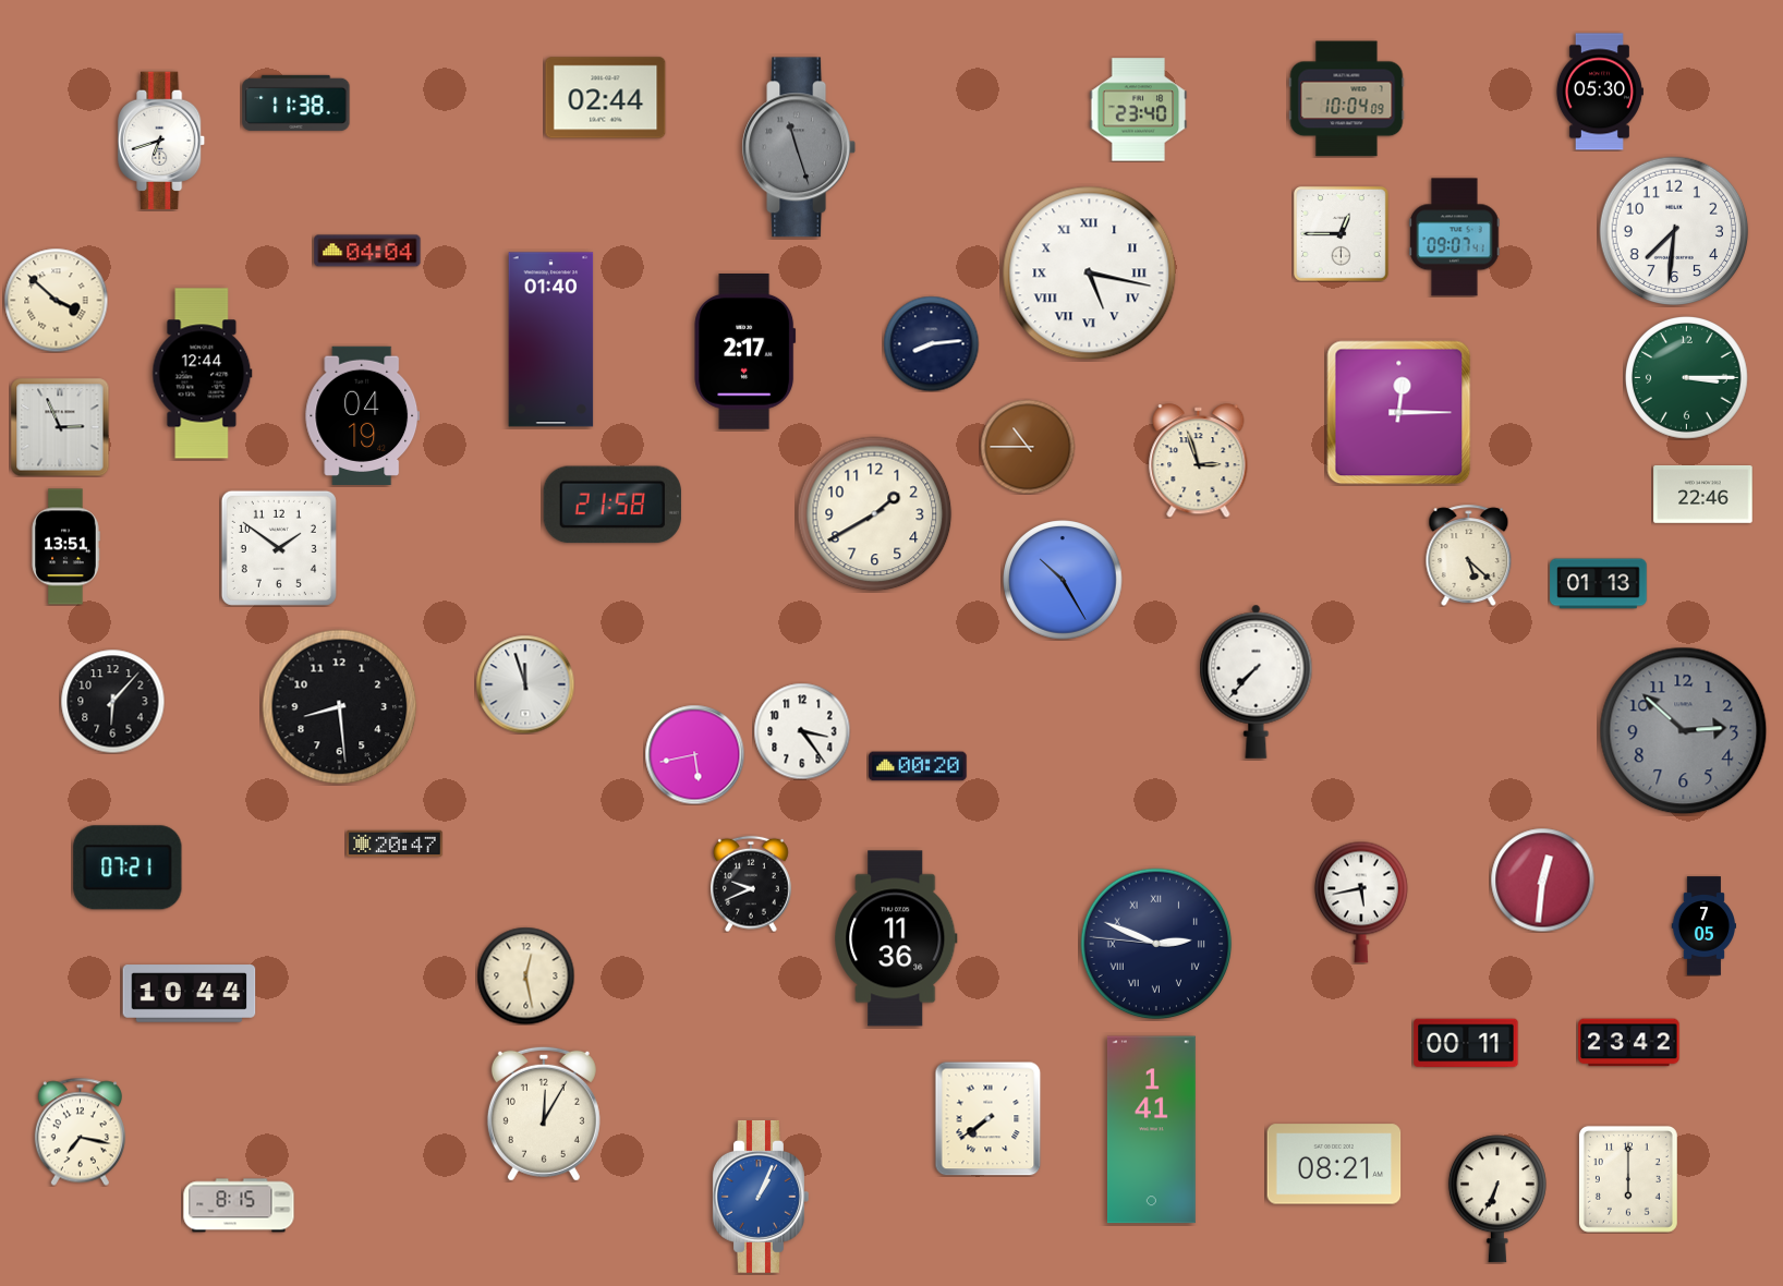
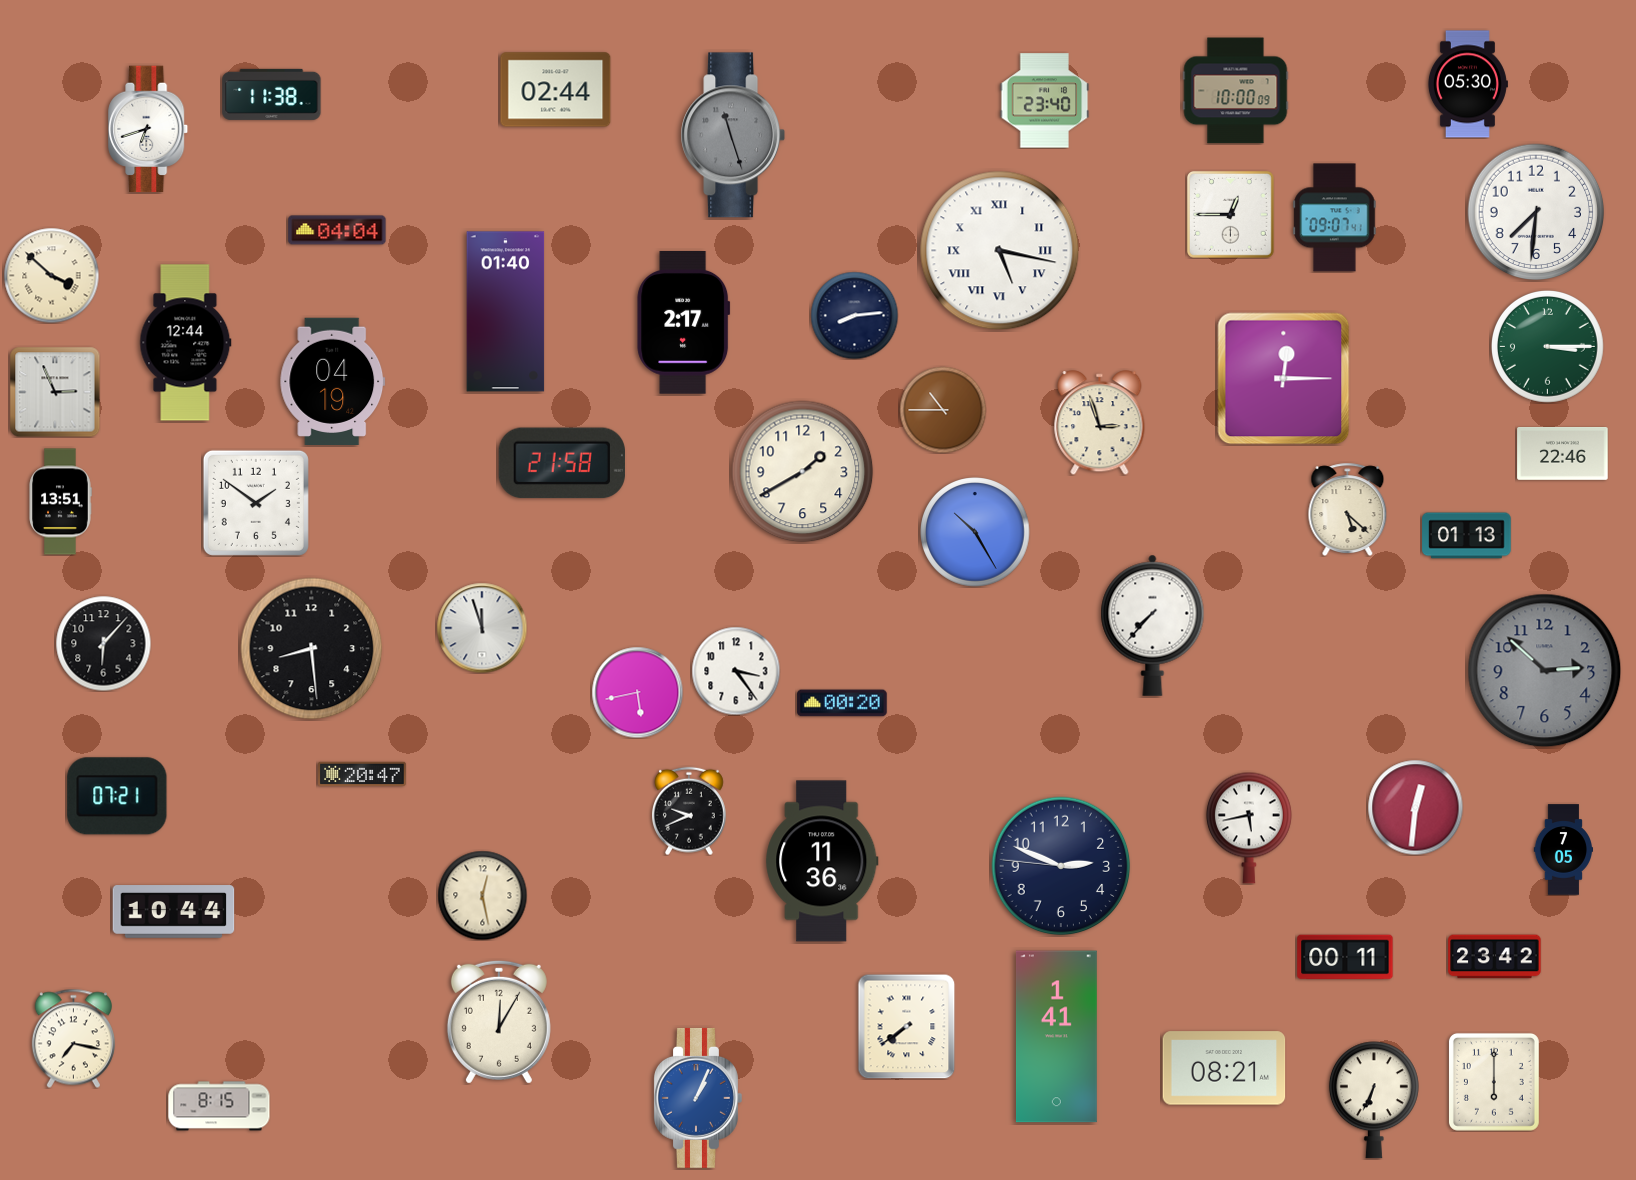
clock at (1347, 99): 10:04 -> 10:00
clock at (1156, 944) numerals: Roman -> Arabic
